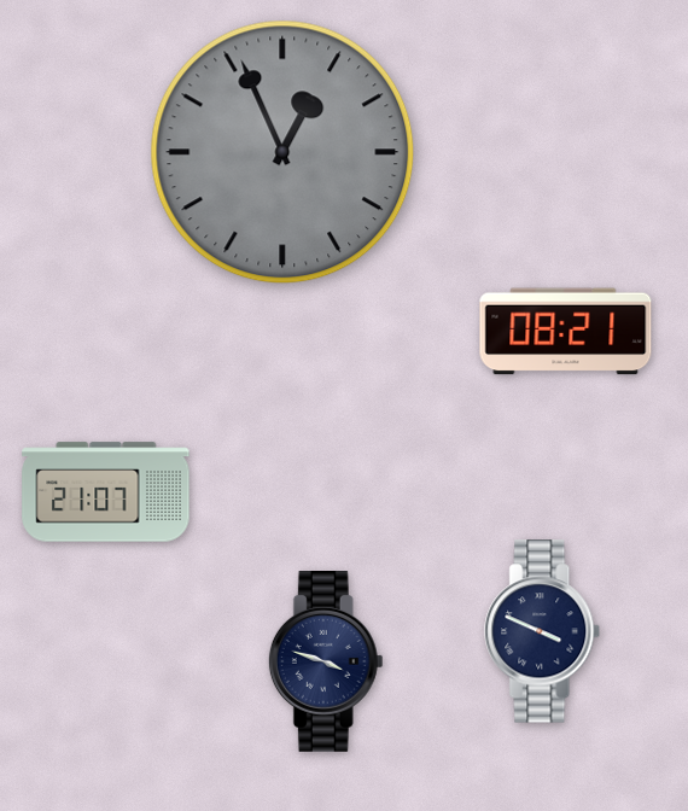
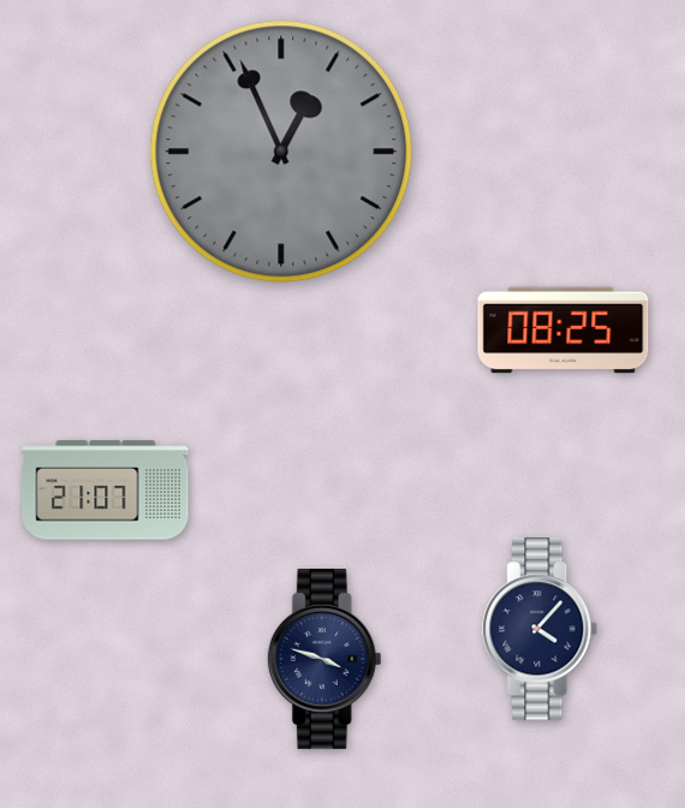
clock at (566, 332): 08:21 -> 08:25
clock at (543, 631): 3:49 -> 4:07
